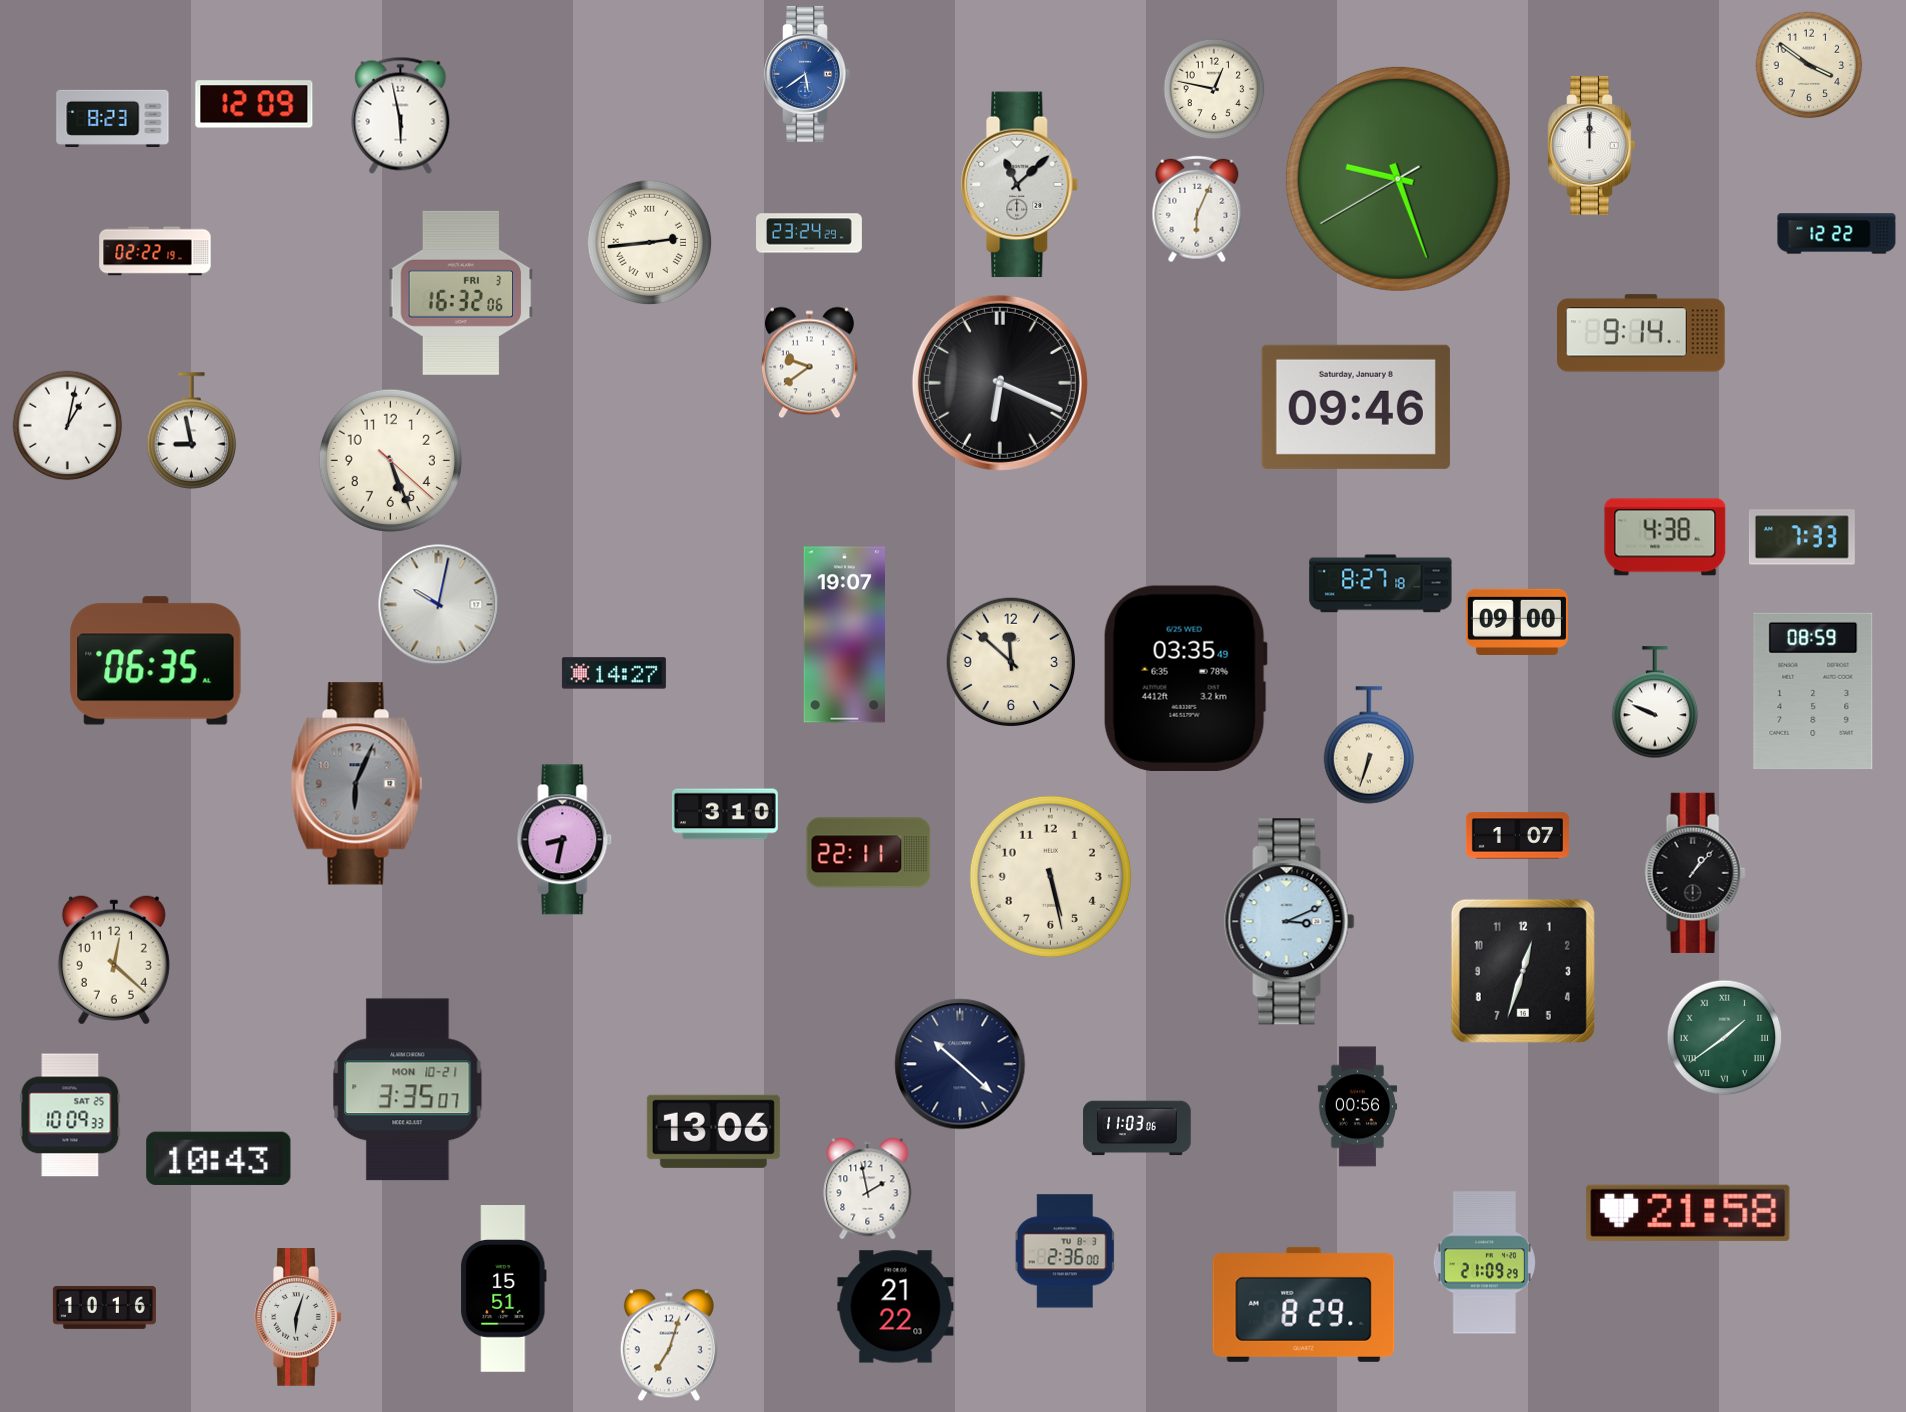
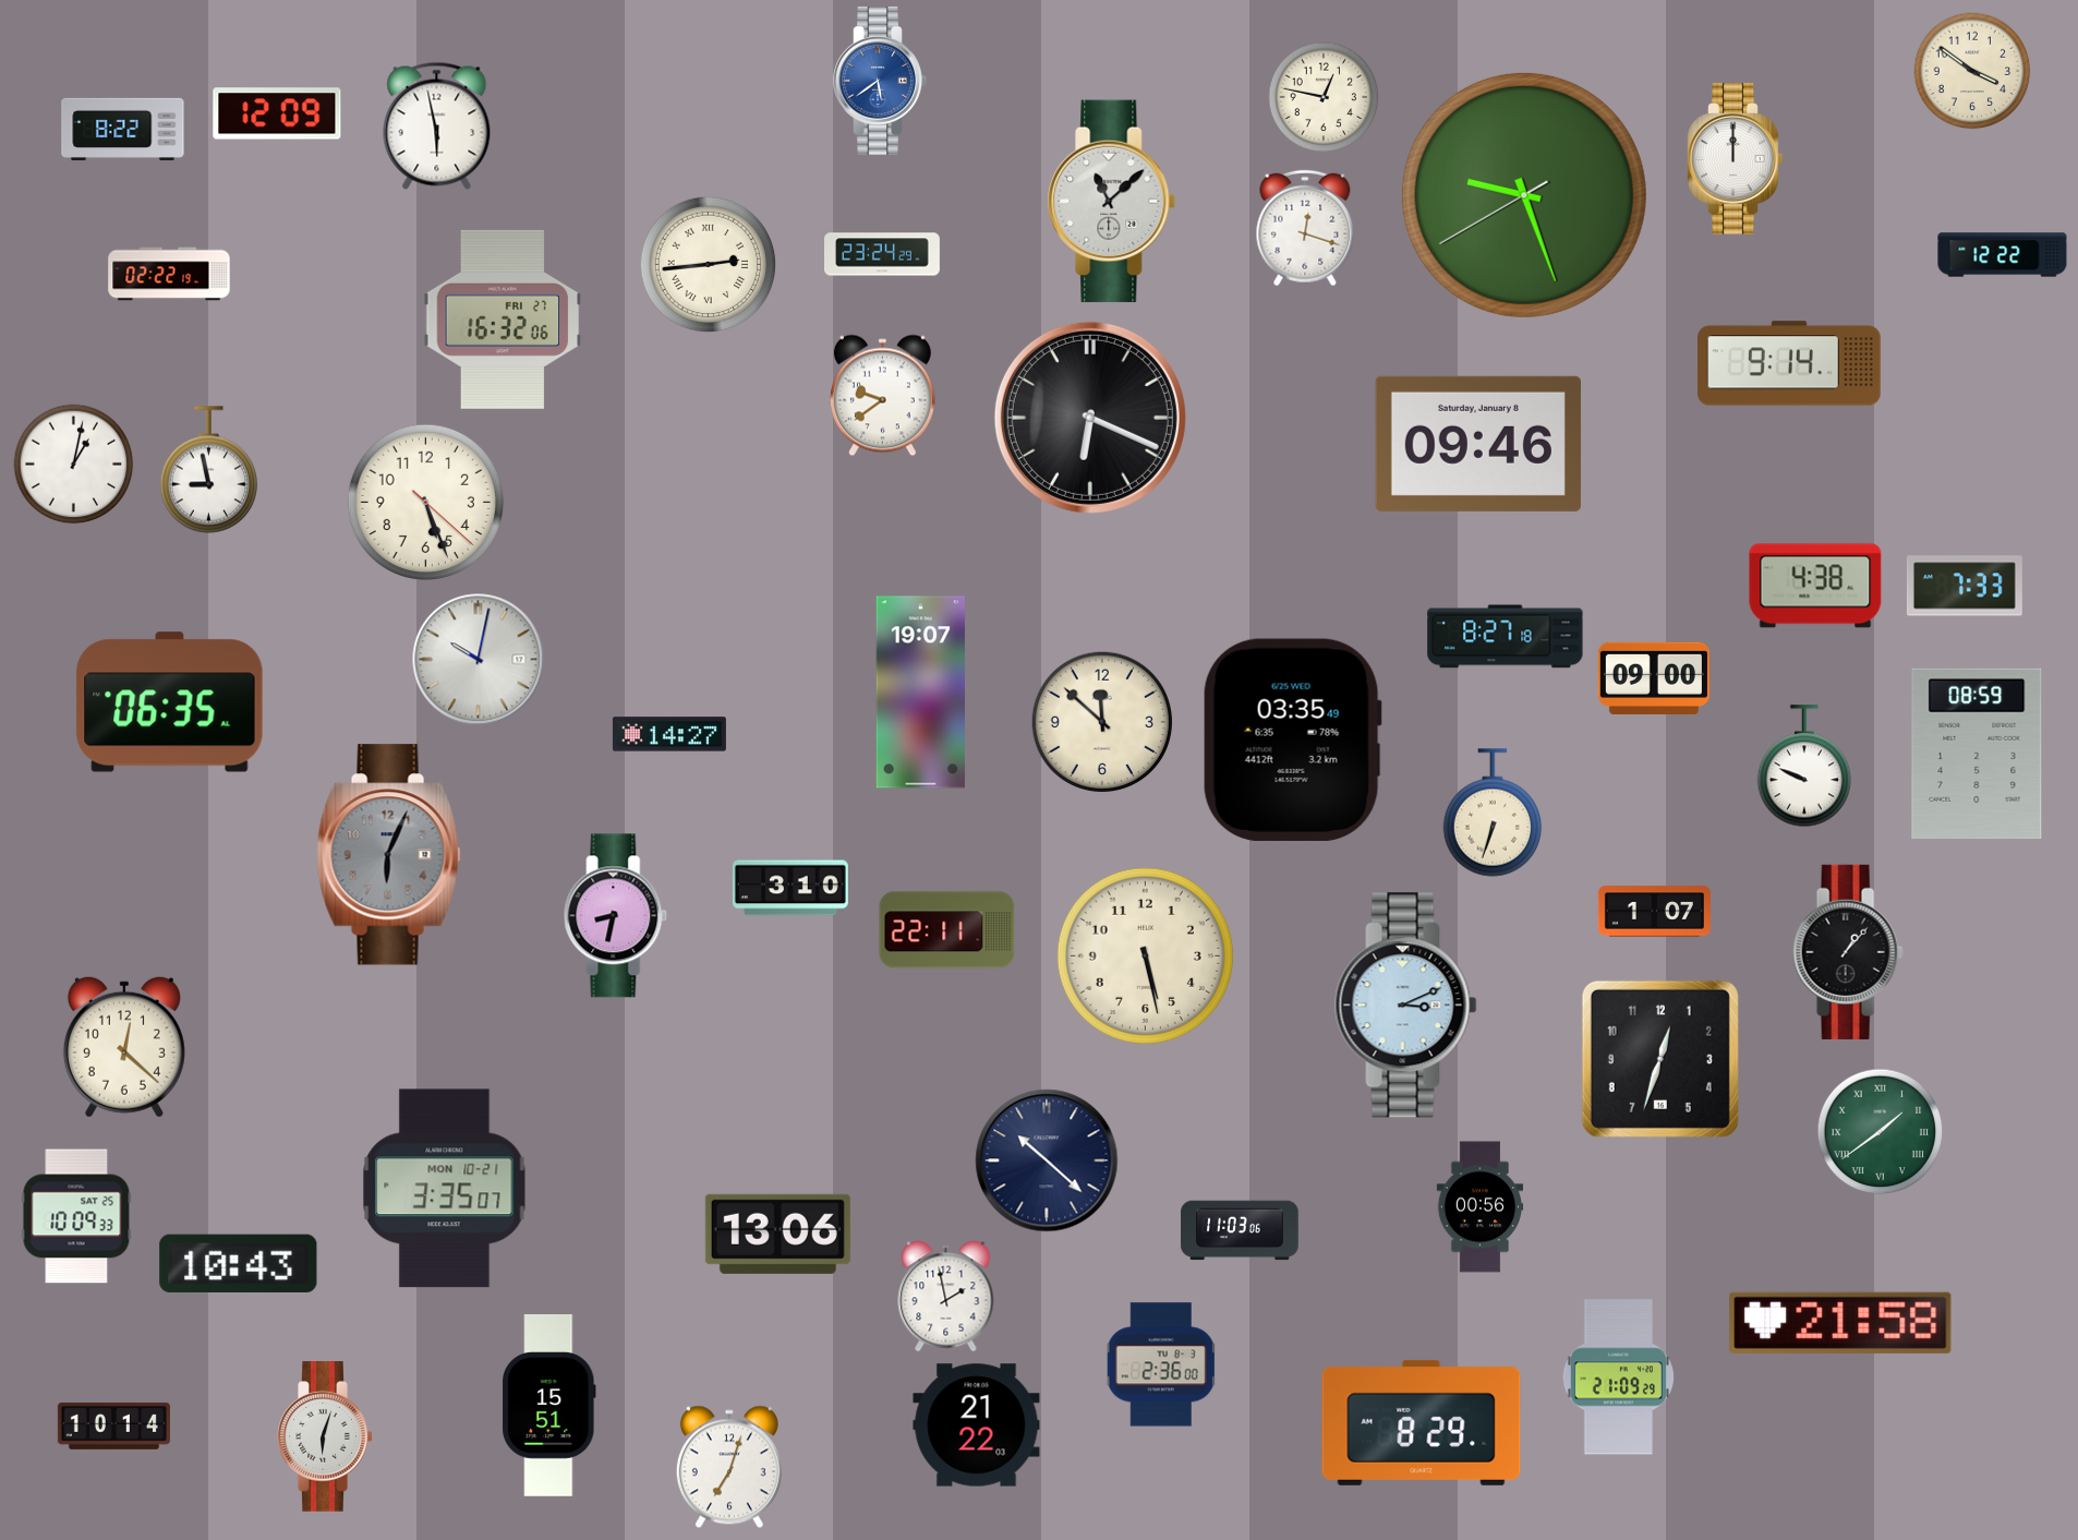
clock at (113, 118): 8:23 -> 8:22
clock at (1197, 209): 6:04 -> 12:18
clock at (461, 293) date: FRI 3 -> FRI 27
clock at (156, 661) position: (156, 661) -> (170, 702)
clock at (104, 1307): 10:16 -> 10:14
